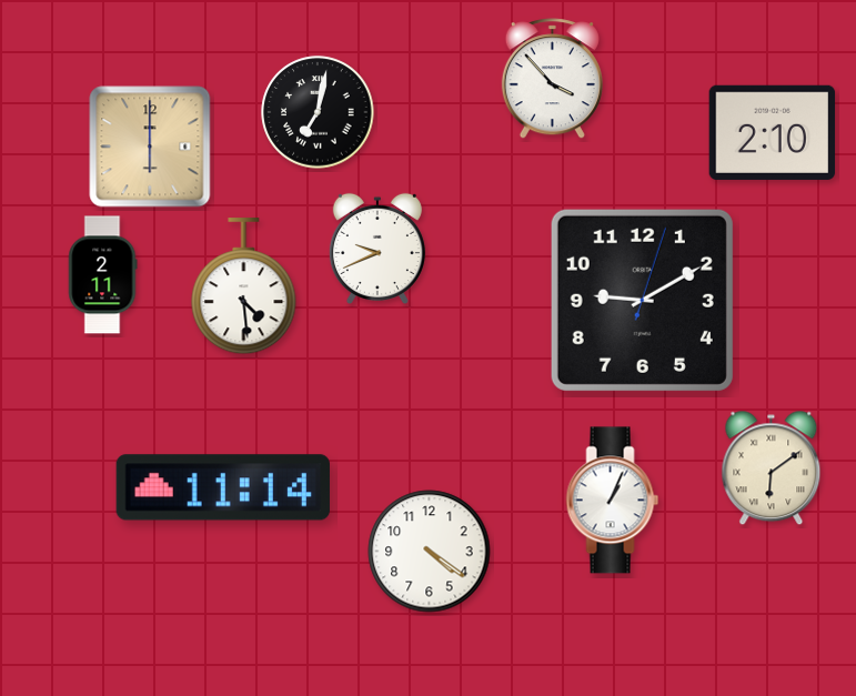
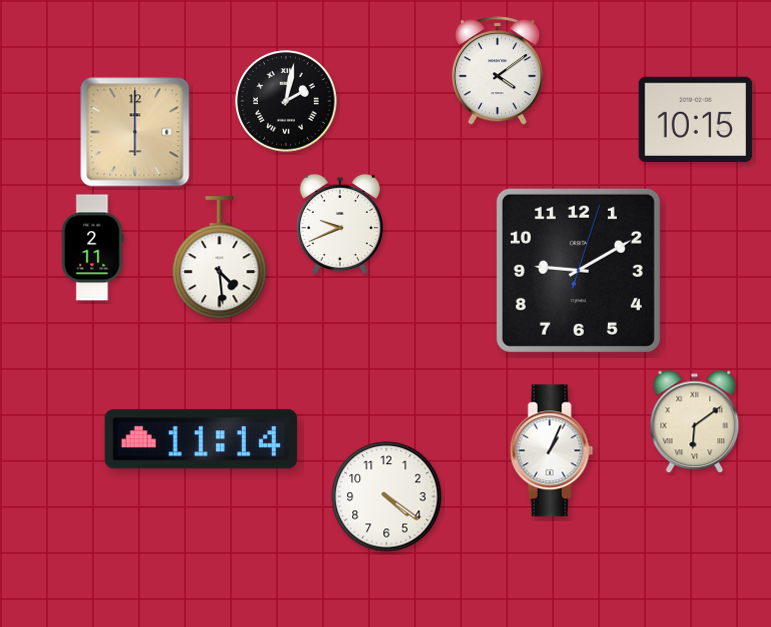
clock at (552, 79): 3:53 -> 4:09
clock at (318, 112): 7:02 -> 2:02
clock at (773, 132): 2:10 -> 10:15
